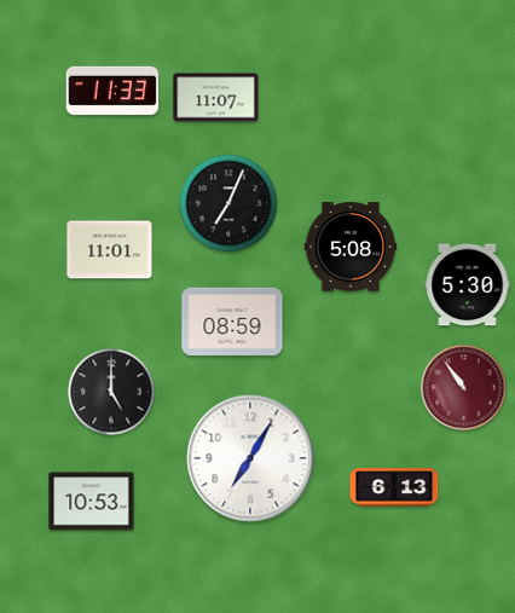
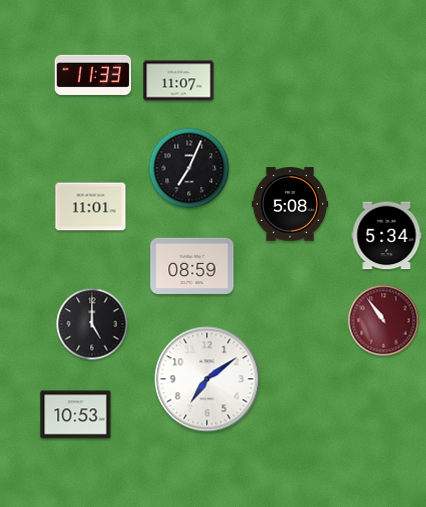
clock at (468, 285): 5:30 -> 5:34
clock at (250, 458): 7:05 -> 7:09
clock at (394, 487): 6:13 -> none
